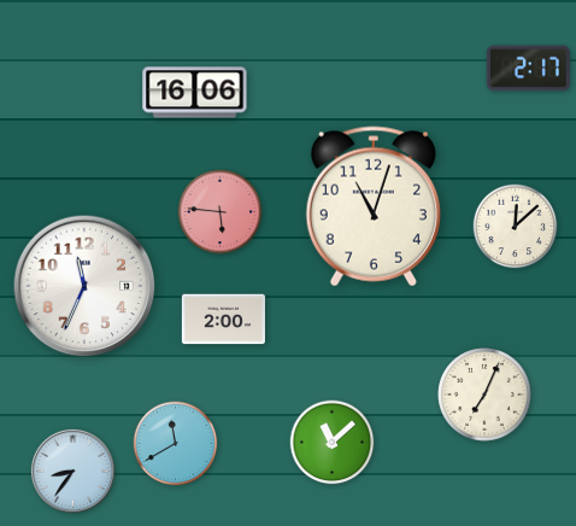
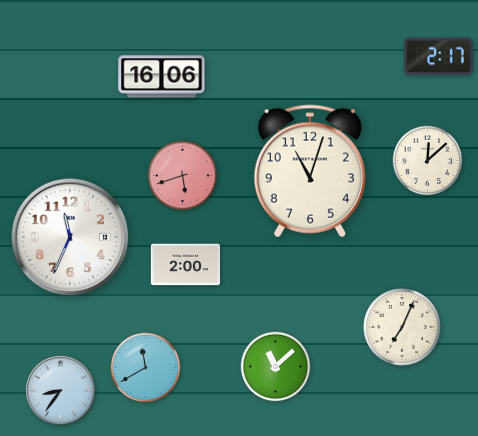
clock at (221, 212): 5:46 -> 5:42
clock at (516, 227) position: (516, 227) -> (428, 161)
